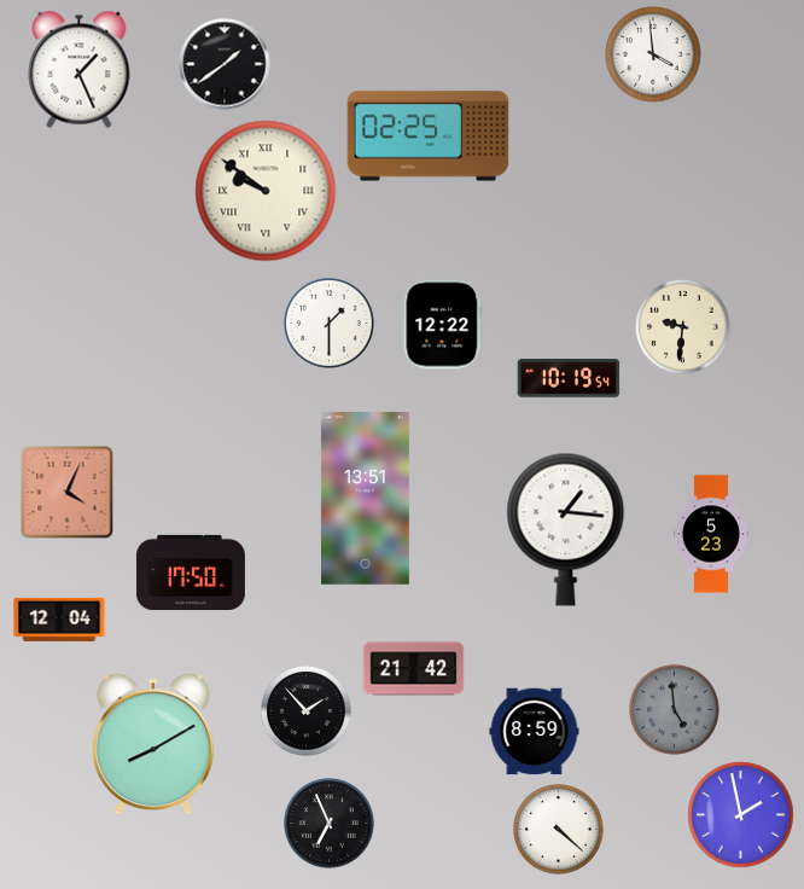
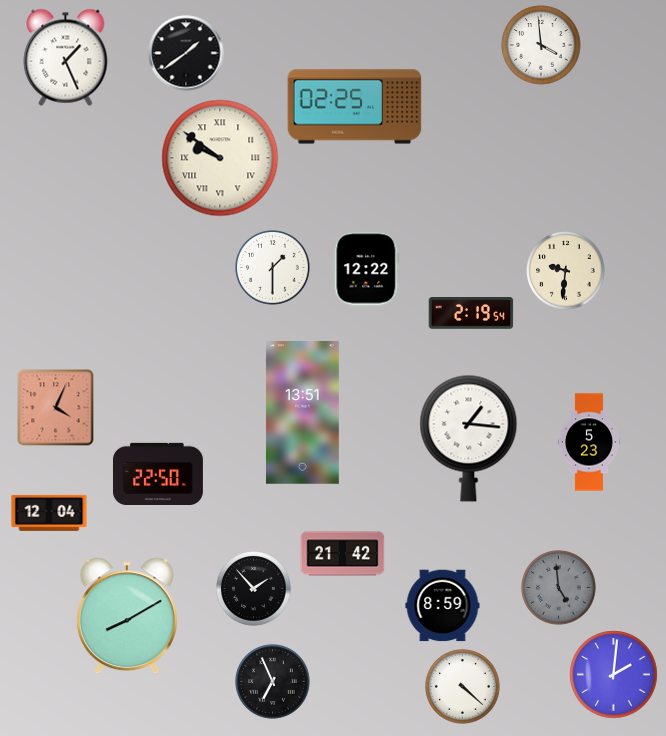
clock at (429, 136) position: (429, 136) -> (355, 107)
clock at (569, 378): 10:19 -> 2:19
clock at (191, 571): 17:50 -> 22:50
clock at (741, 815): 1:58 -> 2:01
